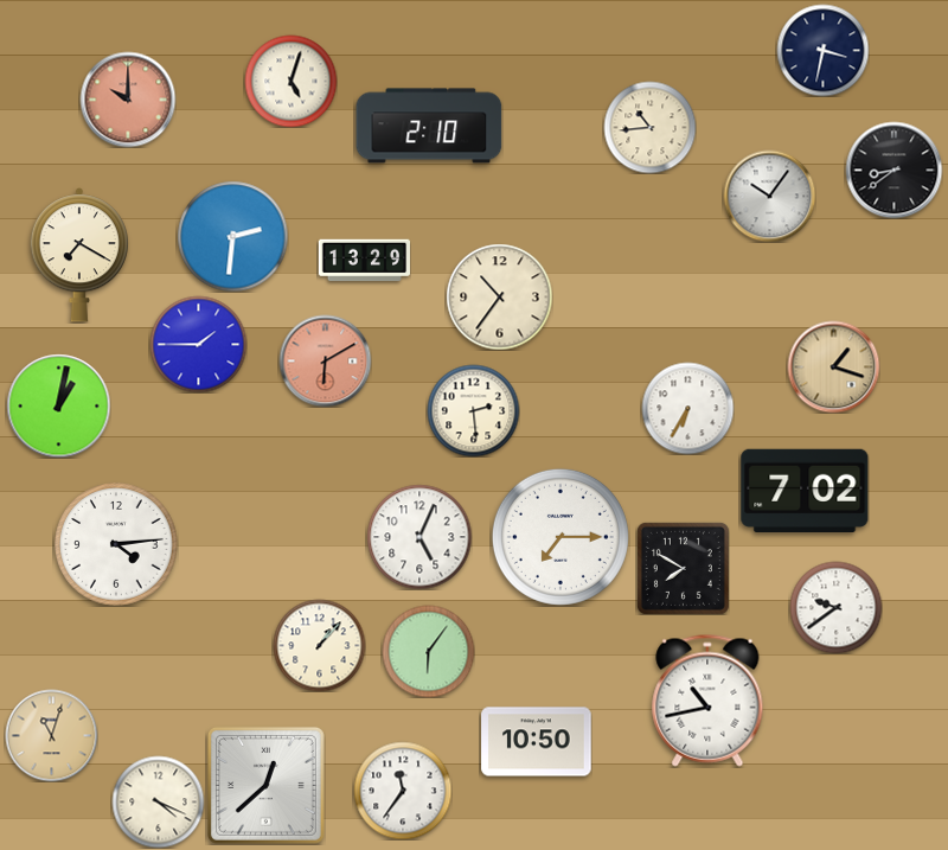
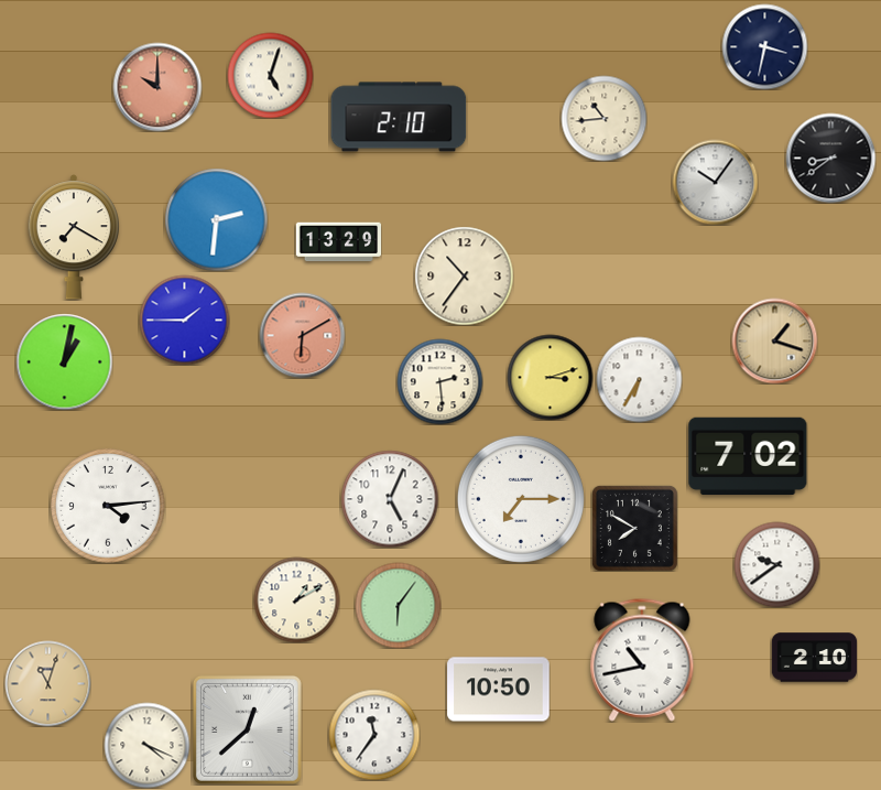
clock at (128, 100) position: (128, 100) -> (157, 87)
clock at (58, 405) position: (58, 405) -> (64, 361)
clock at (550, 377): none -> 3:12
clock at (319, 645): 1:07 -> 1:10
clock at (707, 701) position: (707, 701) -> (642, 660)
clock at (814, 658): none -> 2:10
